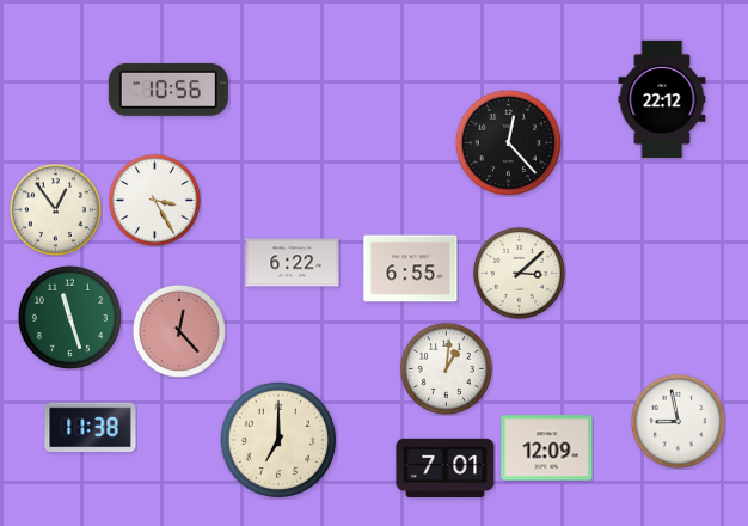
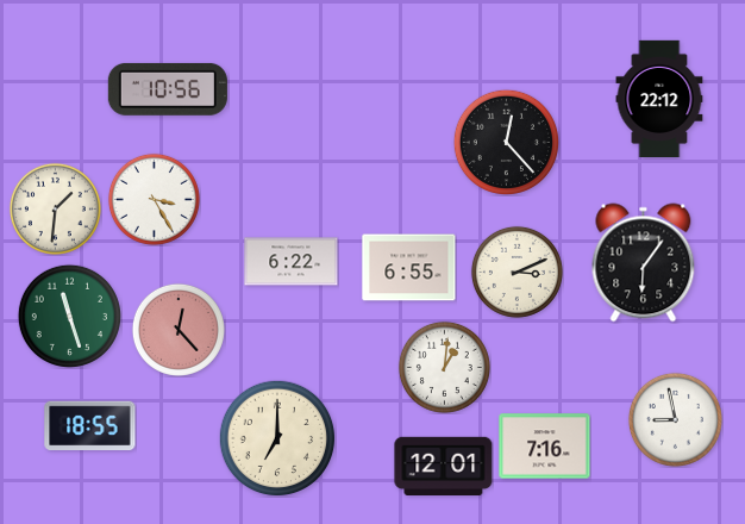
clock at (55, 209): 12:54 -> 1:31
clock at (644, 263): none -> 6:06
clock at (519, 273): 3:08 -> 3:11
clock at (91, 428): 11:38 -> 18:55
clock at (547, 448): 12:09 -> 7:16
clock at (446, 467): 7:01 -> 12:01
